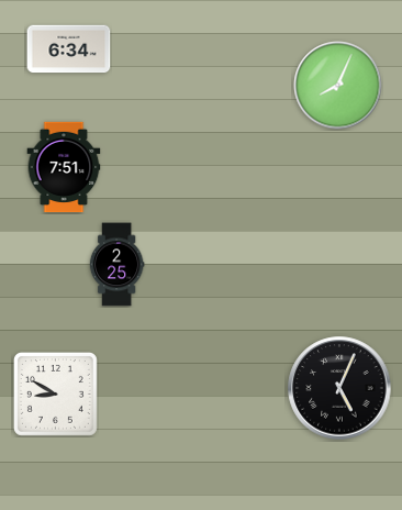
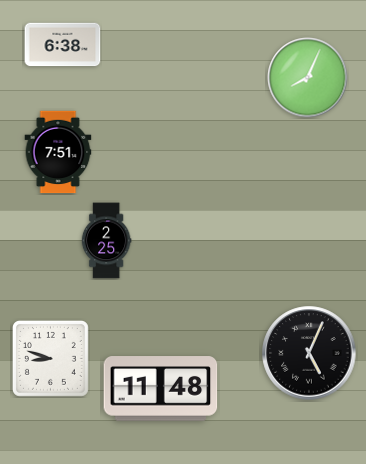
clock at (69, 49): 6:34 -> 6:38
clock at (55, 393): 8:50 -> 8:48
clock at (161, 389): none -> 11:48
